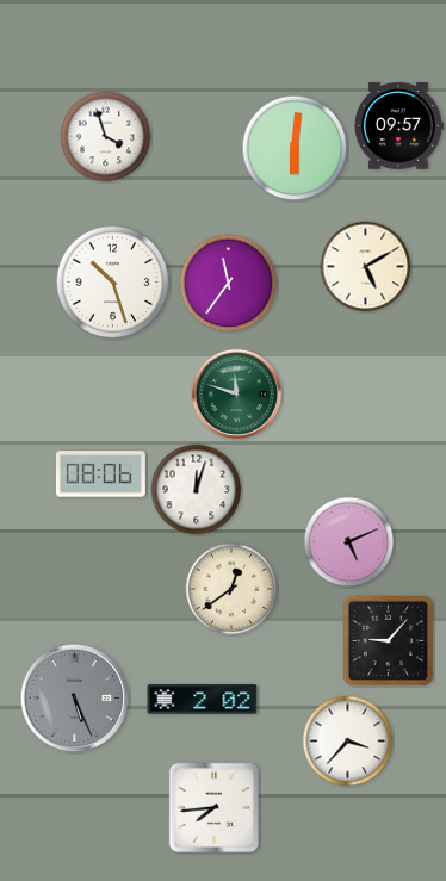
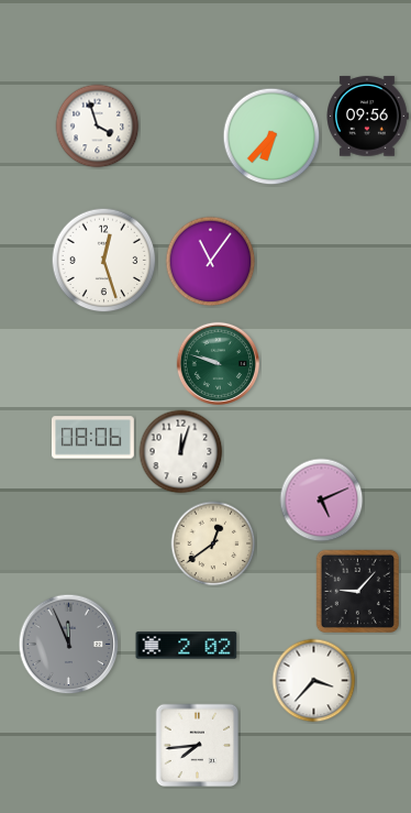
clock at (399, 126): 09:57 -> 09:56
clock at (295, 148): 6:01 -> 6:37
clock at (366, 267): 5:10 -> none
clock at (113, 283): 10:27 -> 12:27
clock at (229, 284): 11:36 -> 11:06
clock at (236, 393): 11:48 -> 9:48
clock at (75, 699): 5:26 -> 11:56
clock at (348, 742) position: (348, 742) -> (314, 681)
